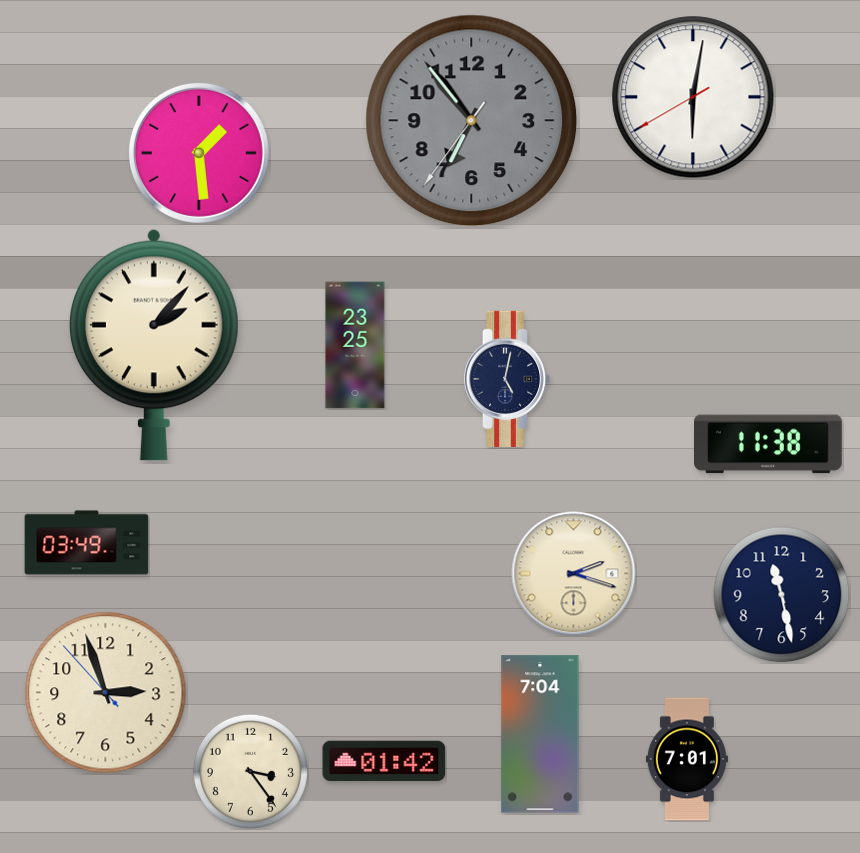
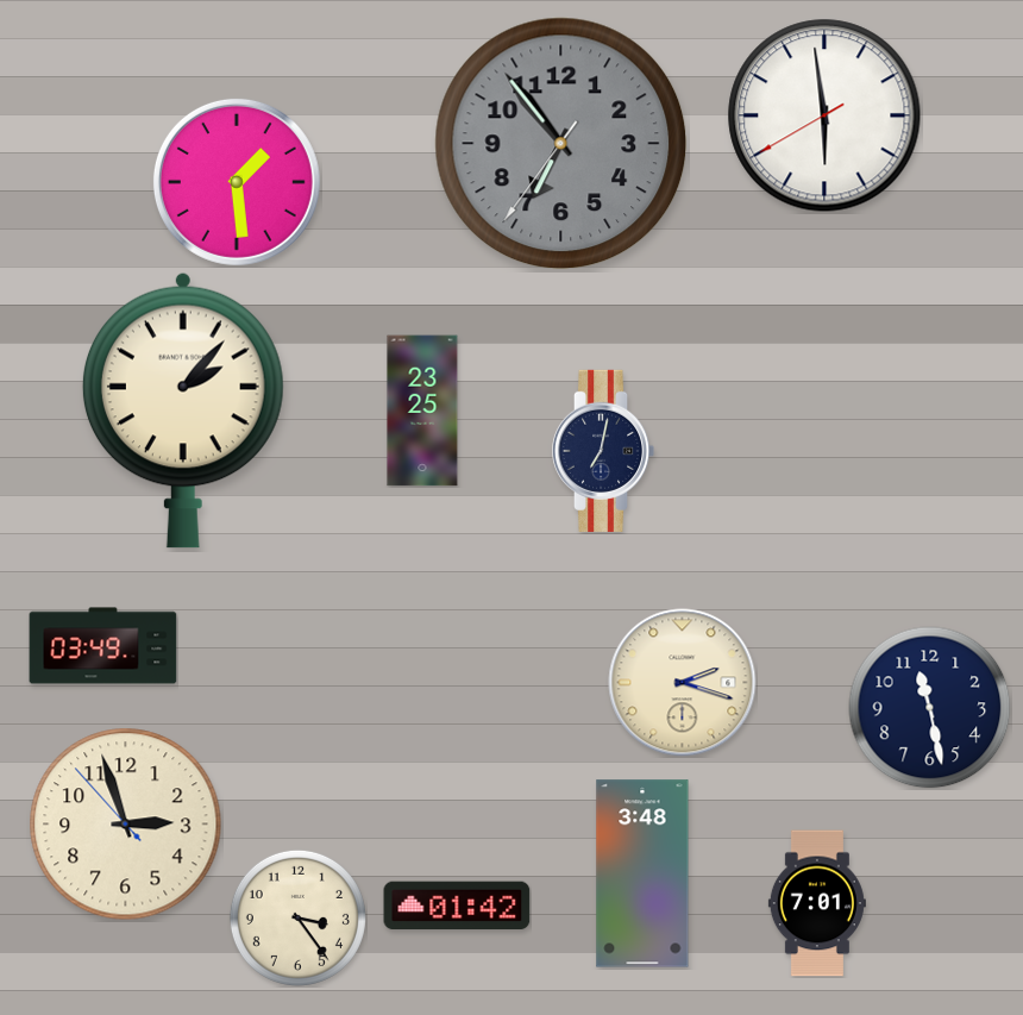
clock at (693, 97): 6:01 -> 5:58
clock at (507, 379): 5:02 -> 7:02
clock at (769, 444): 11:38 -> none
clock at (540, 734): 7:04 -> 3:48
